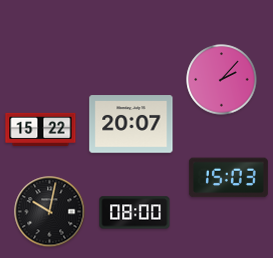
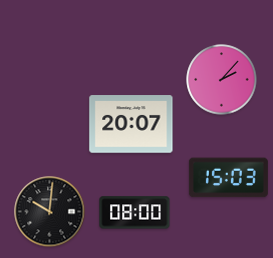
clock at (41, 129): 15:22 -> none
clock at (50, 212): 10:02 -> 10:01
